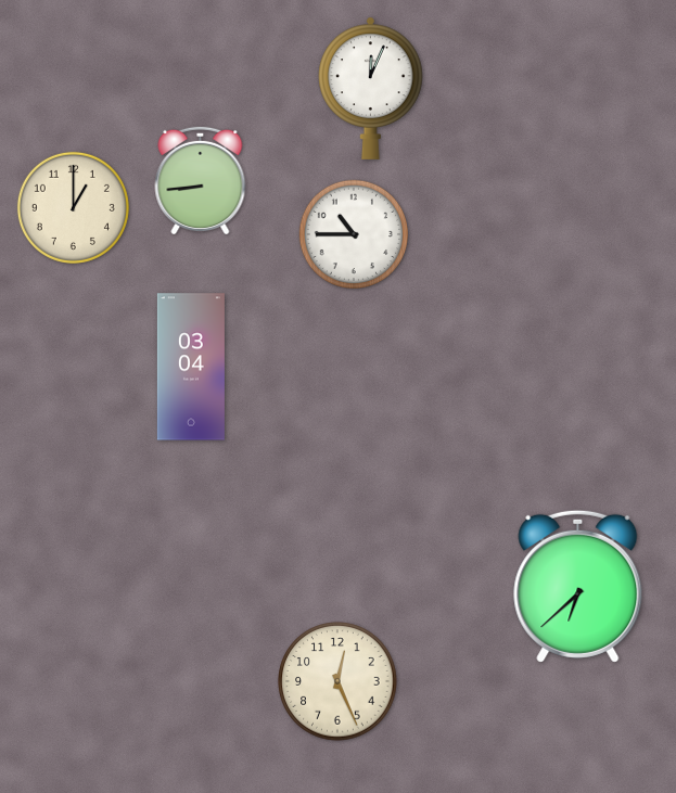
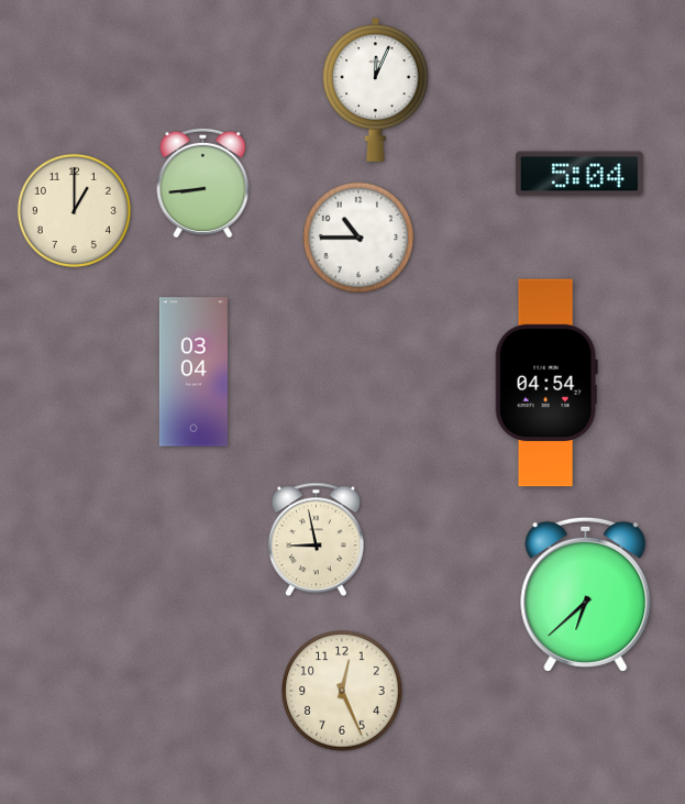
clock at (579, 174): none -> 5:04
clock at (546, 383): none -> 04:54
clock at (316, 540): none -> 8:58
